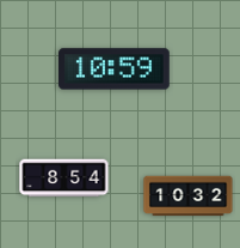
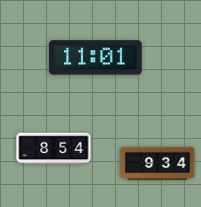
clock at (115, 69): 10:59 -> 11:01
clock at (189, 196): 10:32 -> 9:34
